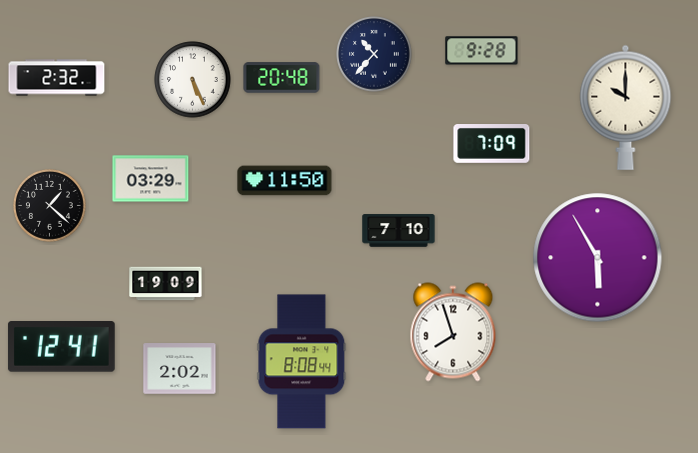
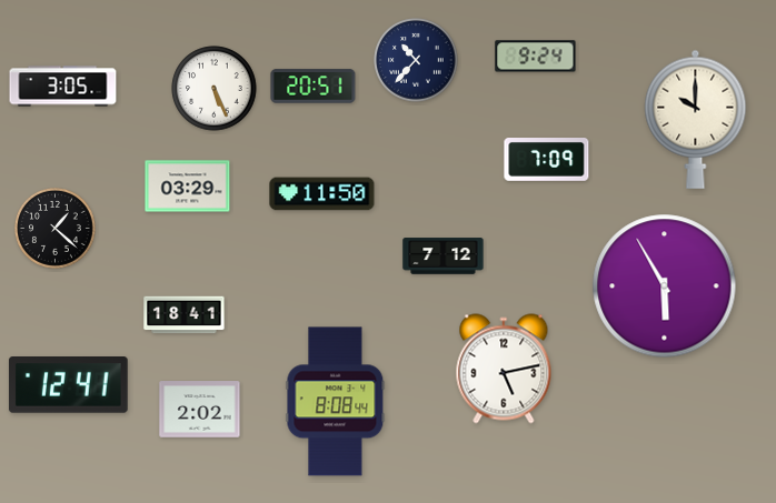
clock at (482, 51): 9:28 -> 9:24
clock at (57, 78): 2:32 -> 3:05
clock at (282, 78): 20:48 -> 20:51
clock at (151, 179) position: (151, 179) -> (188, 187)
clock at (285, 181) position: (285, 181) -> (322, 194)
clock at (399, 231): 7:10 -> 7:12
clock at (166, 284): 19:09 -> 18:41
clock at (453, 332): 7:57 -> 5:13
